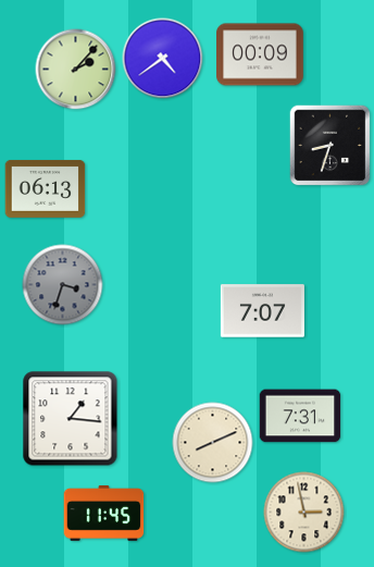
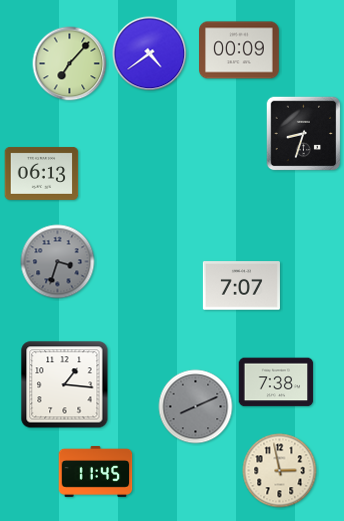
clock at (76, 70): 2:07 -> 7:07
clock at (300, 416): 7:31 -> 7:38
clock at (213, 443) dial: cream -> grey
